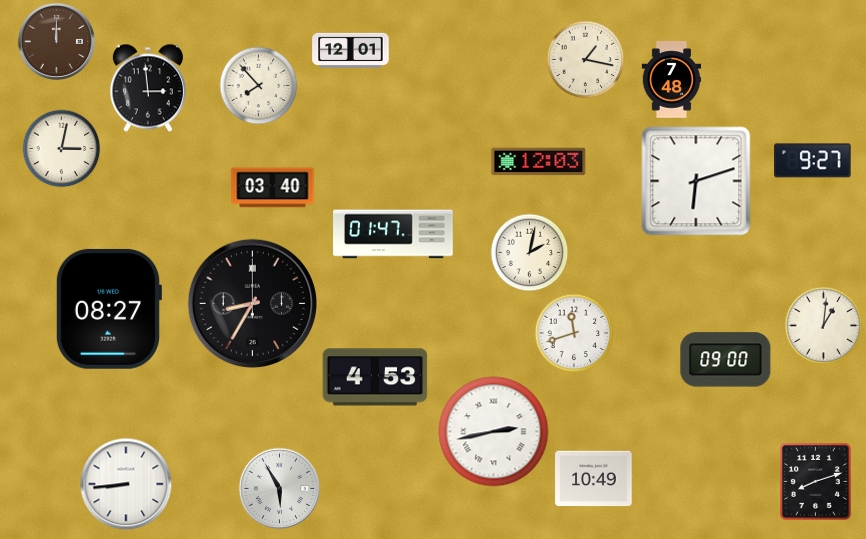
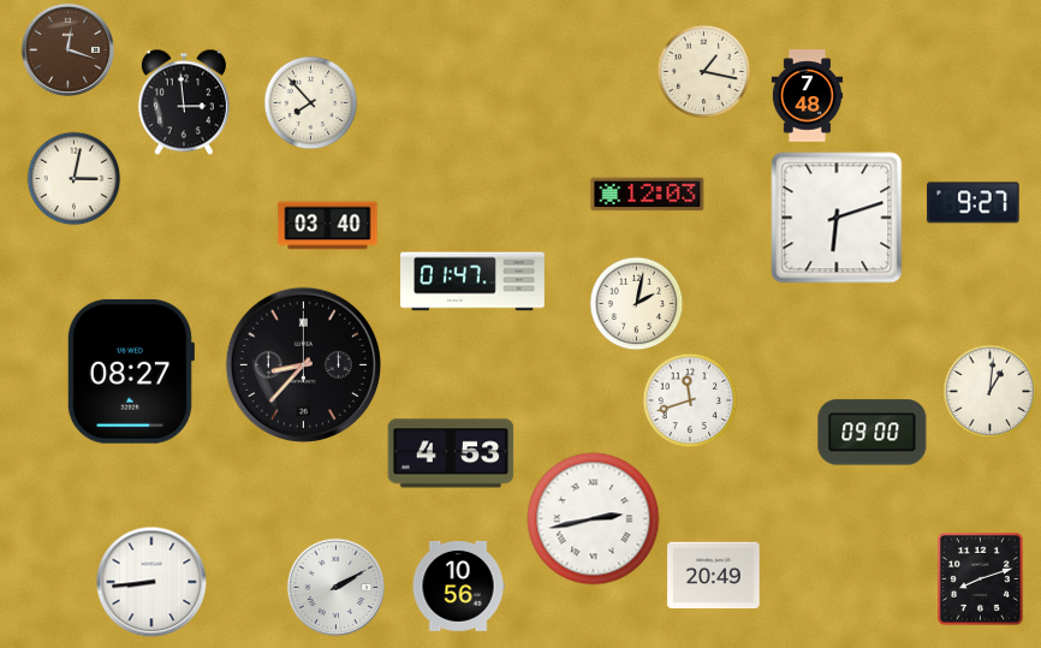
clock at (56, 41): 12:00 -> 12:18
clock at (351, 50): 12:01 -> none
clock at (148, 88) position: (148, 88) -> (184, 102)
clock at (813, 161) position: (813, 161) -> (974, 203)
clock at (252, 303): 8:35 -> 8:37
clock at (594, 479): 10:49 -> 20:49
clock at (458, 585): none -> 10:56
clock at (279, 488): 5:55 -> 2:10
